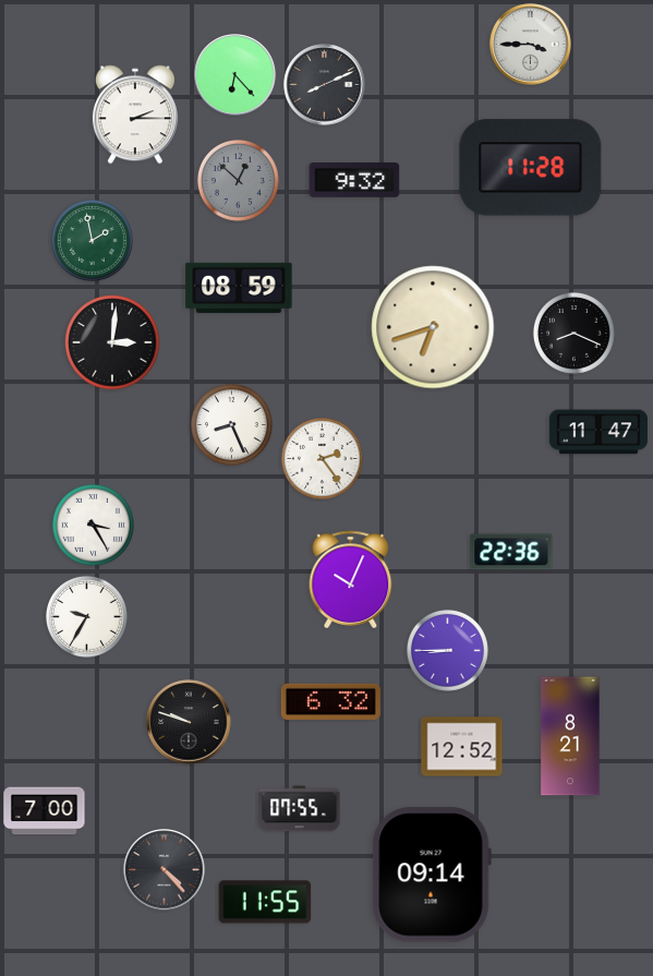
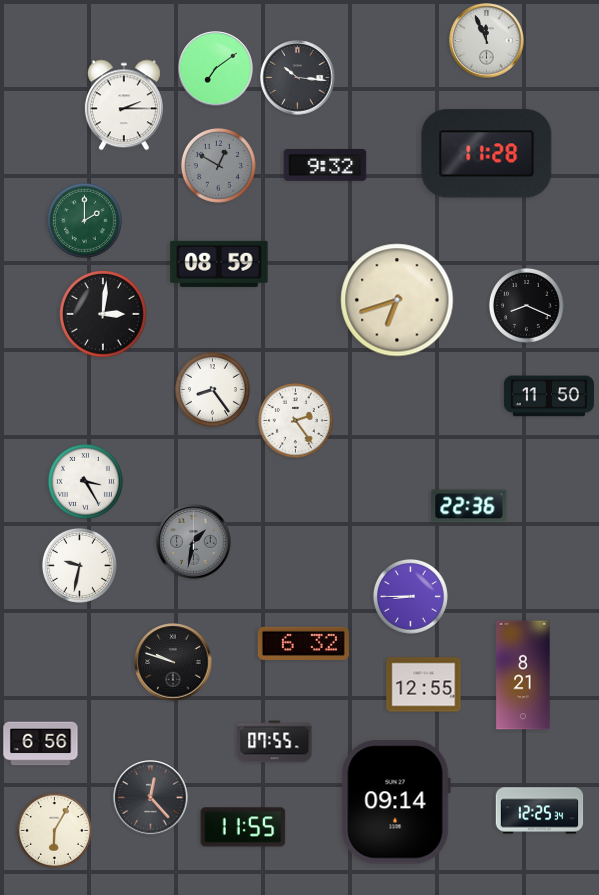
clock at (531, 45): 3:45 -> 11:56
clock at (235, 75): 6:23 -> 7:09
clock at (325, 85): 8:11 -> 10:16
clock at (238, 180): 12:52 -> 12:50
clock at (92, 240): 1:58 -> 2:00
clock at (231, 424): 8:26 -> 8:24
clock at (598, 432): 11:47 -> 11:50
clock at (351, 579): 10:04 -> none
clock at (194, 542): none -> 1:32
clock at (86, 616): 9:35 -> 9:32
clock at (462, 747): 12:52 -> 12:55
clock at (45, 811): 7:00 -> 6:56
clock at (165, 870): 4:23 -> 12:23
clock at (540, 811): none -> 12:25
clock at (54, 830): none -> 6:05
